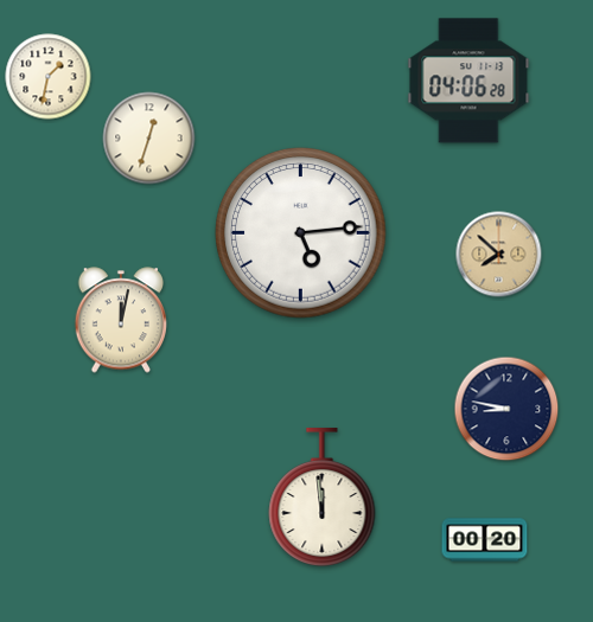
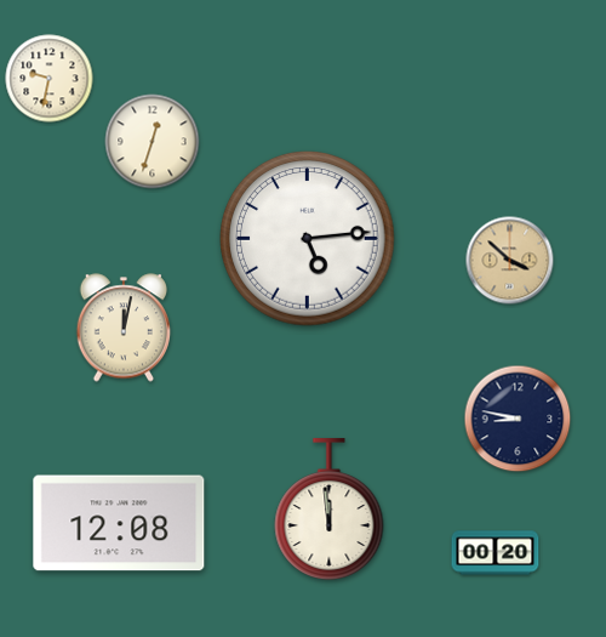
clock at (49, 77): 1:32 -> 9:32
clock at (468, 81): 04:06 -> none
clock at (499, 255): 7:52 -> 3:52
clock at (119, 523): none -> 12:08
